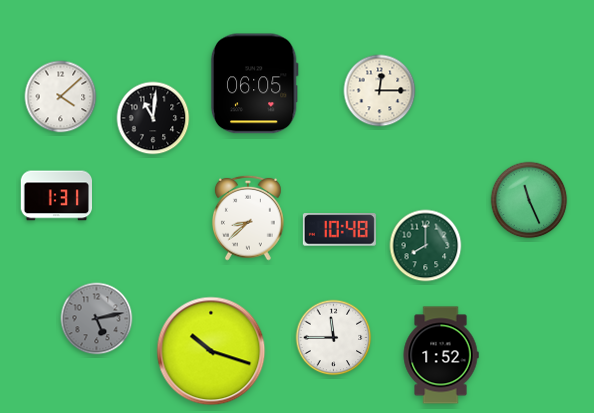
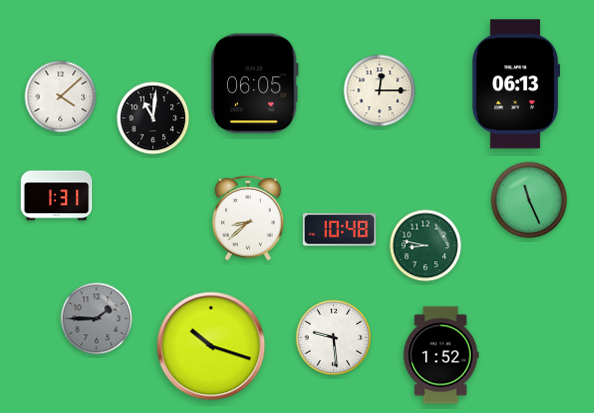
clock at (516, 84): none -> 06:13
clock at (426, 246): 8:00 -> 8:47
clock at (97, 319): 5:13 -> 1:45
clock at (334, 338): 11:45 -> 9:29
clock at (211, 351) position: (211, 351) -> (211, 346)
